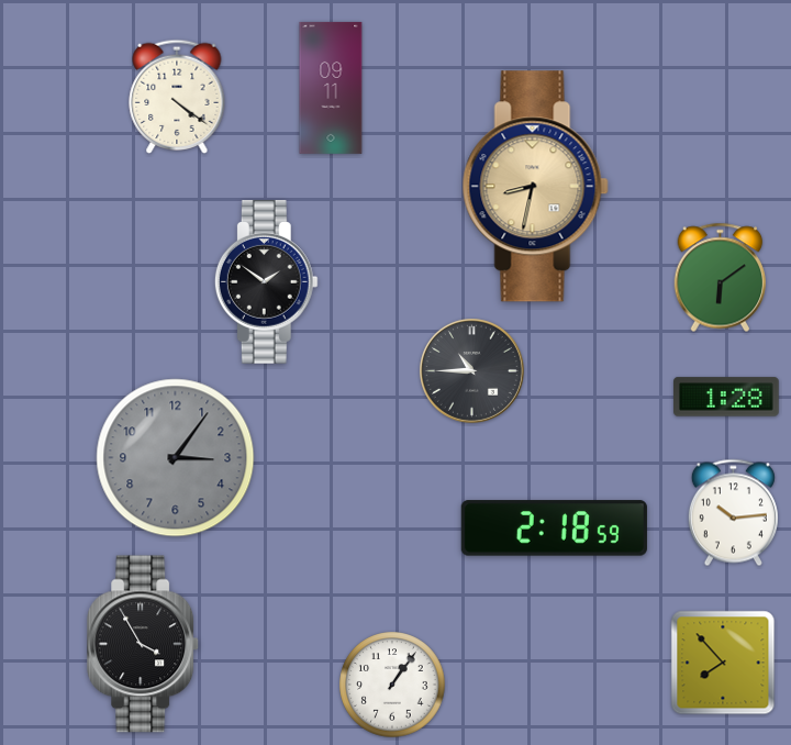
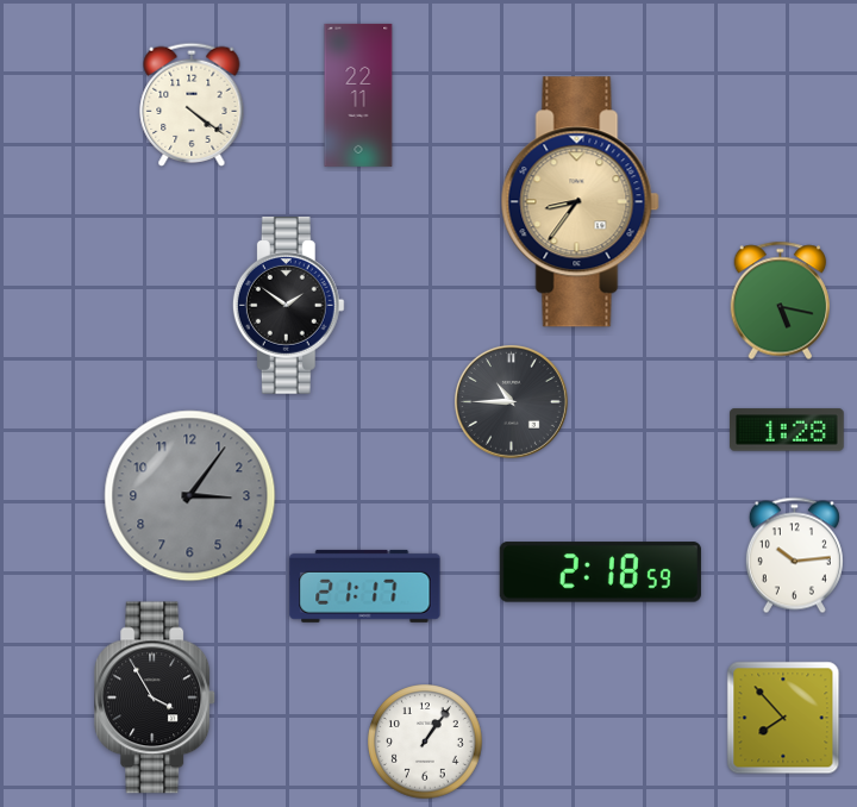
clock at (331, 88): 09:11 -> 22:11
clock at (535, 187): 8:32 -> 8:36
clock at (721, 278): 6:09 -> 5:17
clock at (365, 586): none -> 21:17
